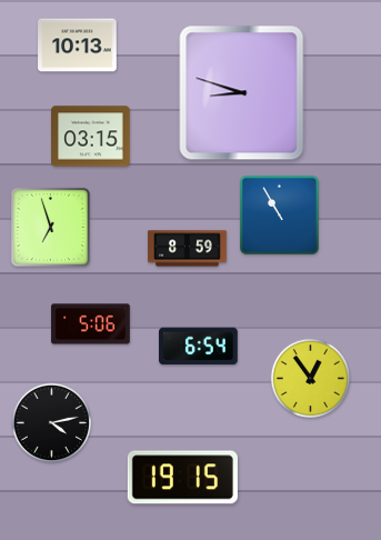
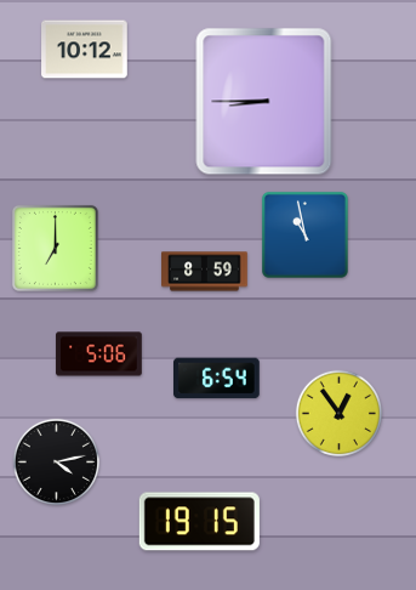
clock at (78, 46): 10:13 -> 10:12
clock at (242, 93): 8:48 -> 8:45
clock at (91, 137): 03:15 -> none
clock at (279, 214): 10:55 -> 10:58
clock at (50, 227): 6:57 -> 7:00
